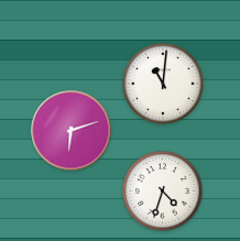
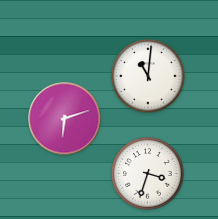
clock at (163, 191): 4:33 -> 3:33
